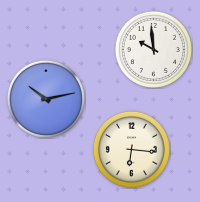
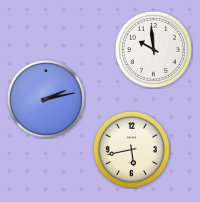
clock at (46, 99): 10:13 -> 2:13
clock at (131, 149): 6:16 -> 5:43
